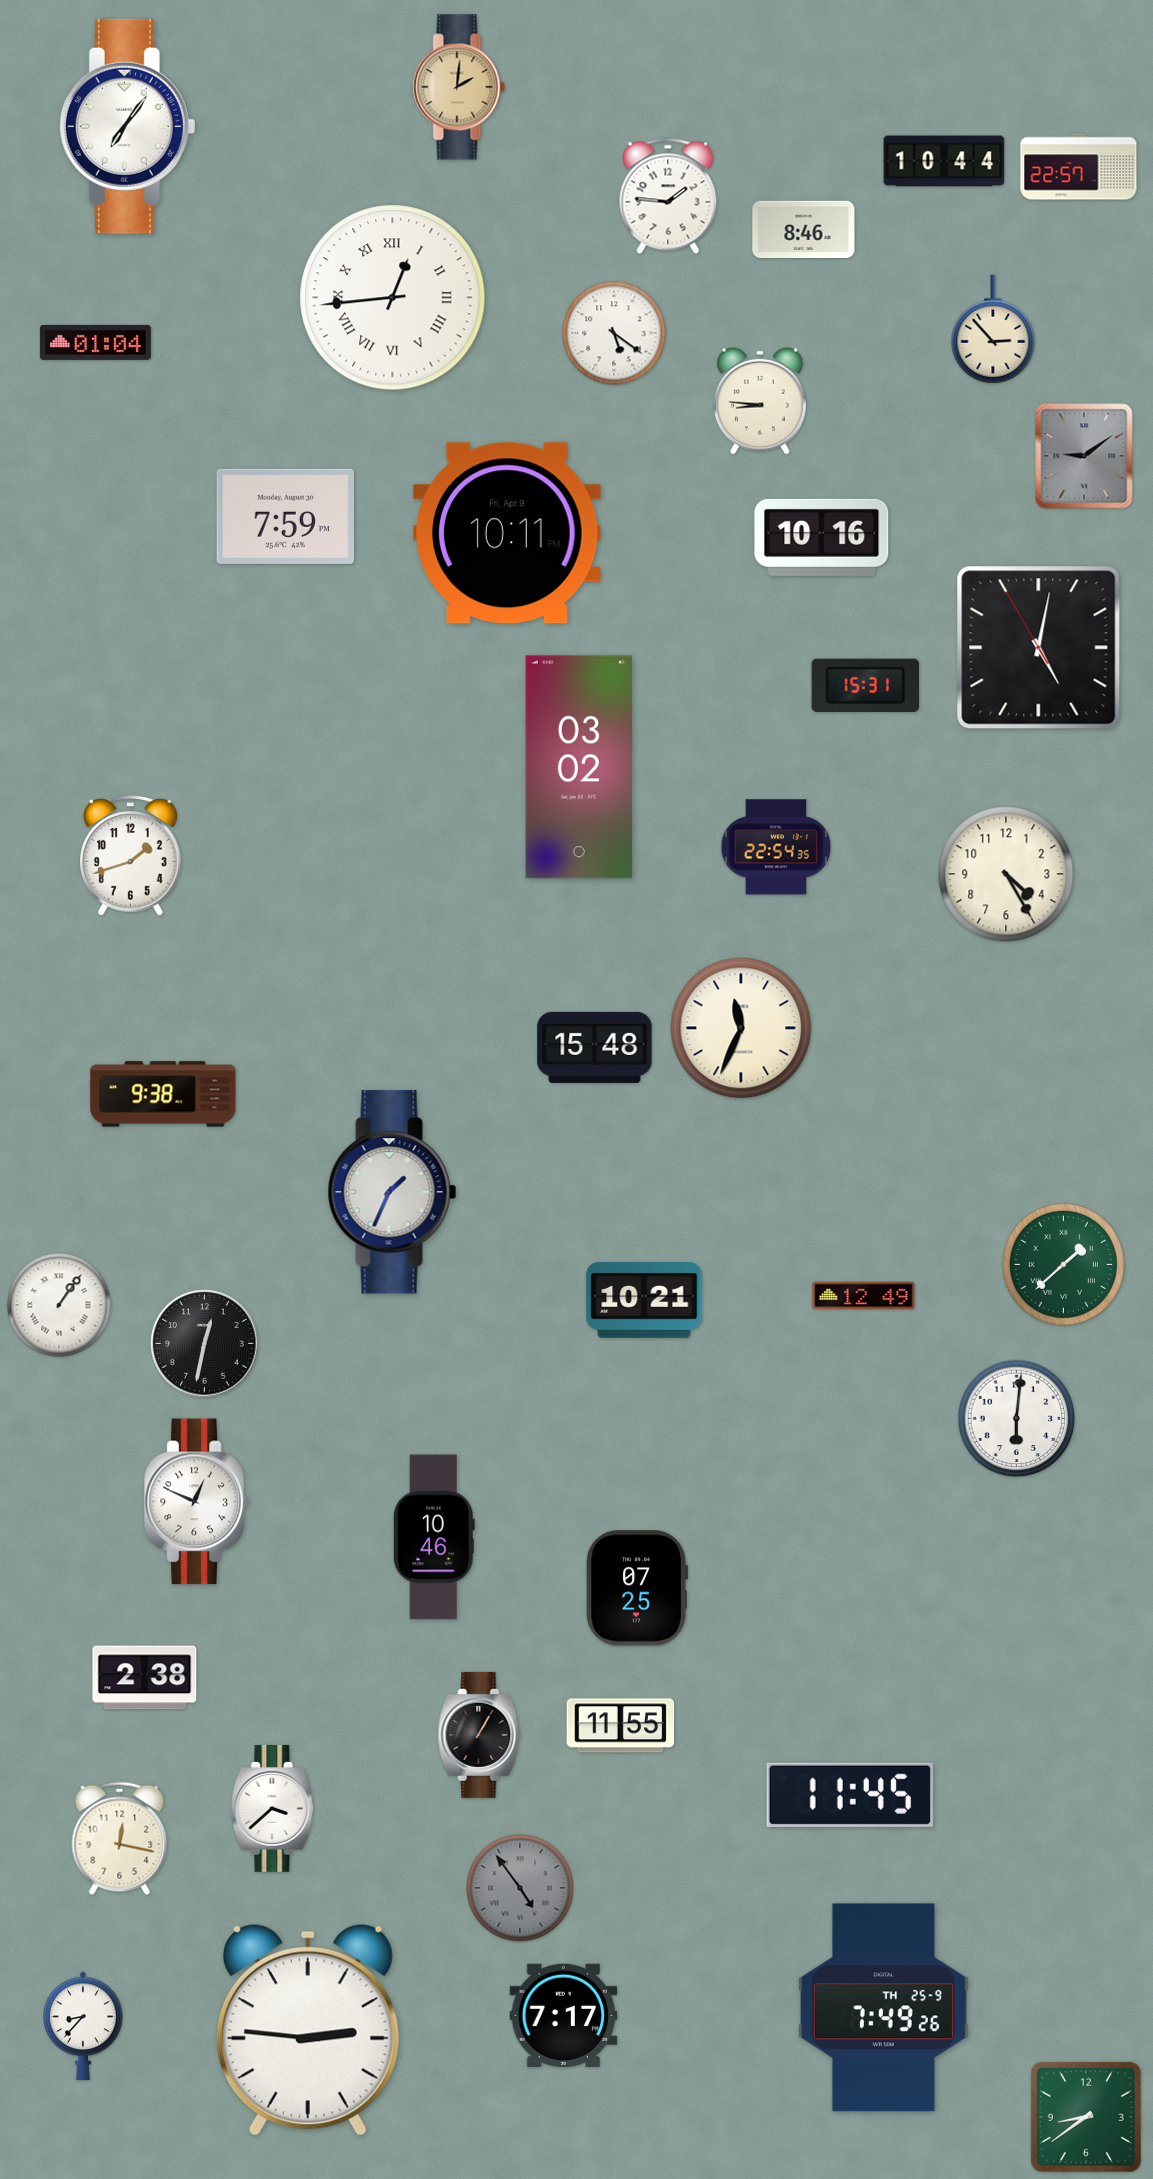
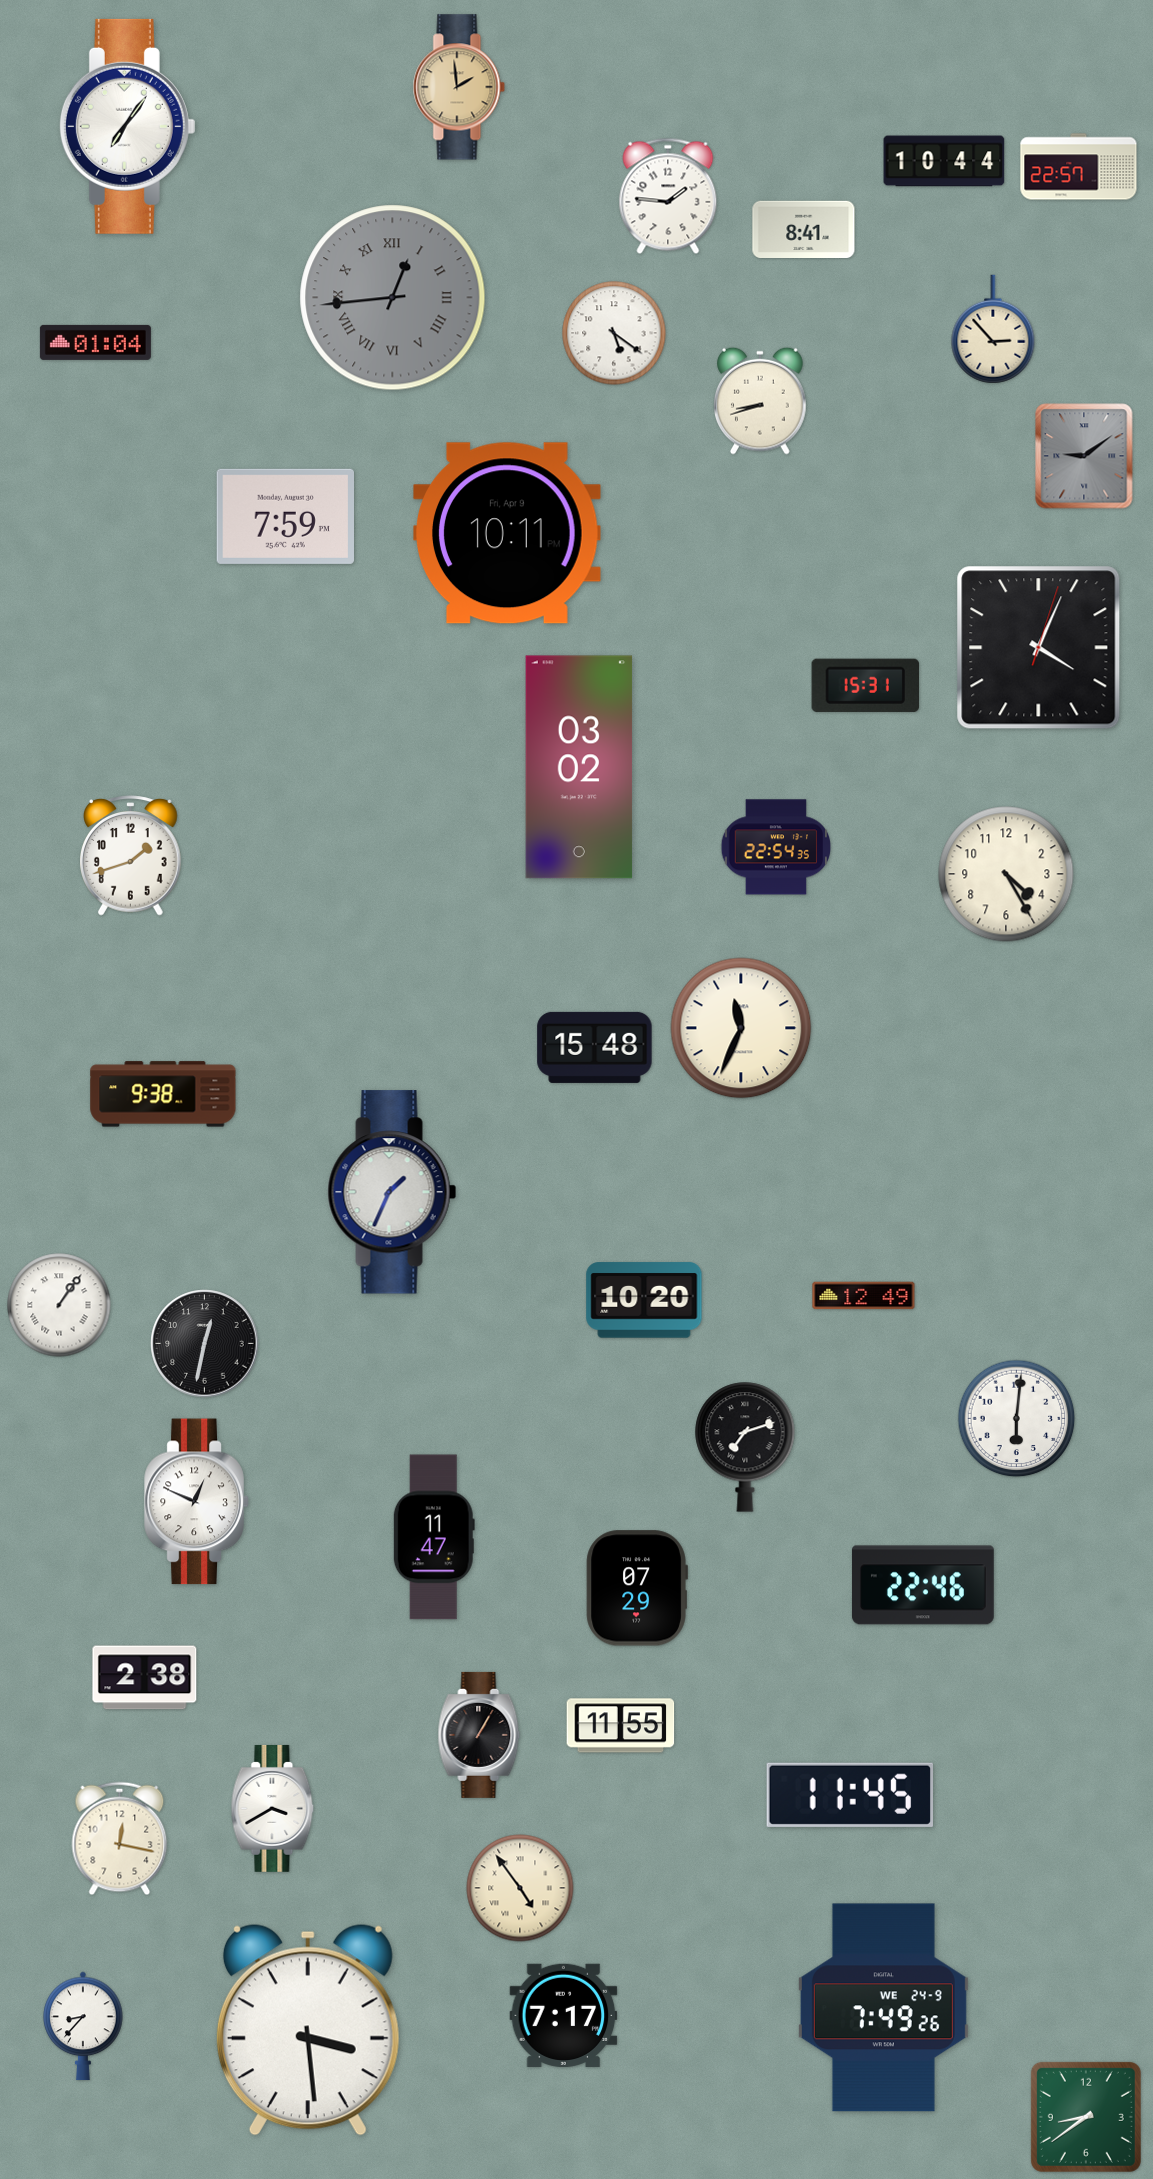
clock at (459, 87): 2:01 -> 1:59
clock at (804, 229): 8:46 -> 8:41
clock at (393, 298) dial: white -> grey
clock at (760, 401): 8:46 -> 8:42
clock at (822, 537): 10:16 -> none
clock at (1039, 648): 5:01 -> 4:04
clock at (1063, 1264): 1:38 -> none
clock at (644, 1300): 10:21 -> 10:20
clock at (745, 1447): none -> 7:12
clock at (434, 1537): 10:46 -> 11:47
clock at (923, 1585): none -> 22:46
clock at (637, 1588): 07:25 -> 07:29
clock at (273, 1808): 3:38 -> 3:40
clock at (520, 1888) dial: grey -> cream
clock at (883, 2008) date: TH 25-9 -> WE 24-9
clock at (308, 2030): 2:46 -> 3:29
